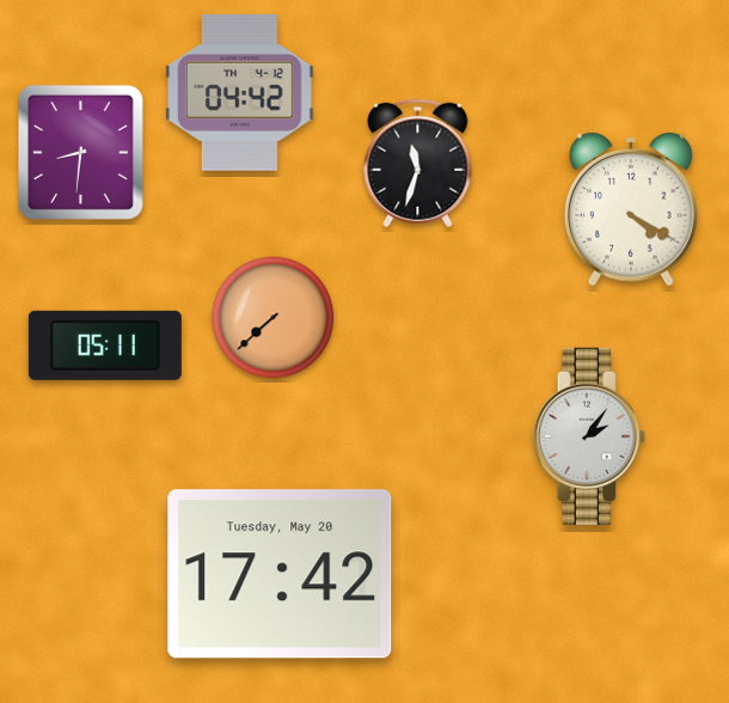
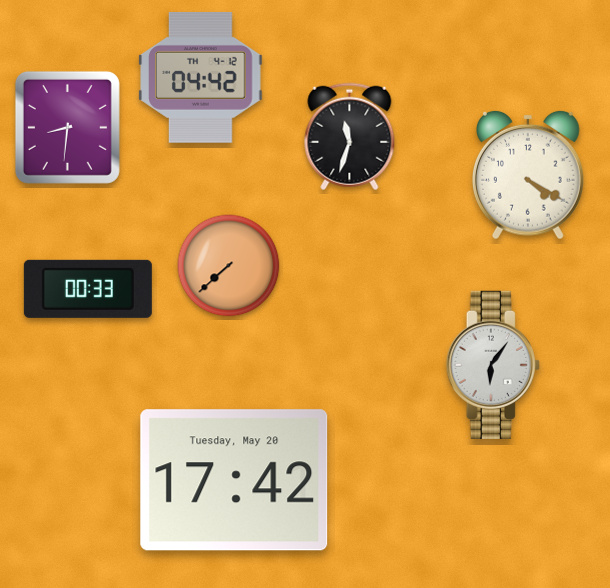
clock at (105, 346): 05:11 -> 00:33
clock at (589, 436): 2:06 -> 6:06
